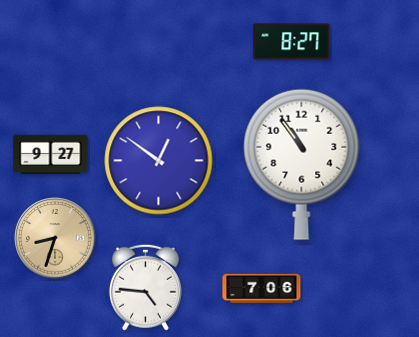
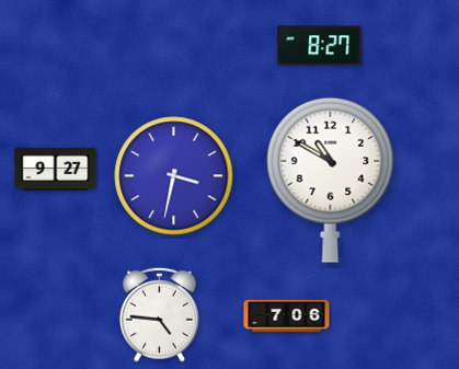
clock at (159, 161): 12:51 -> 3:32
clock at (302, 164): 10:54 -> 10:50
clock at (55, 238): 8:33 -> none
